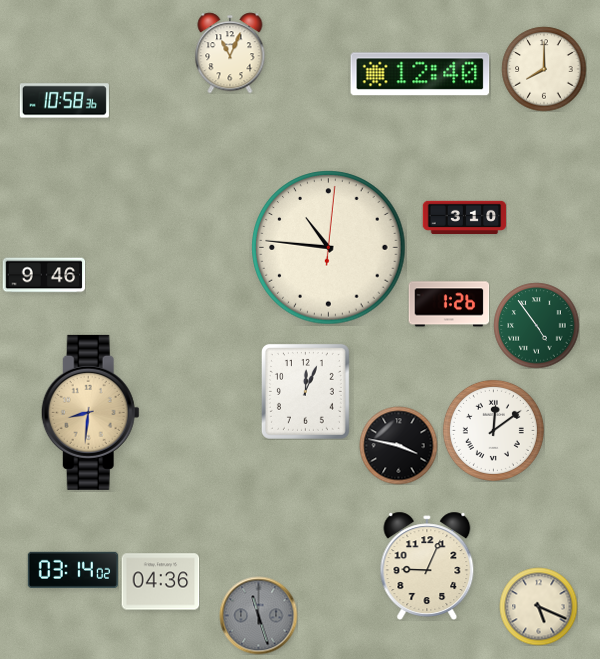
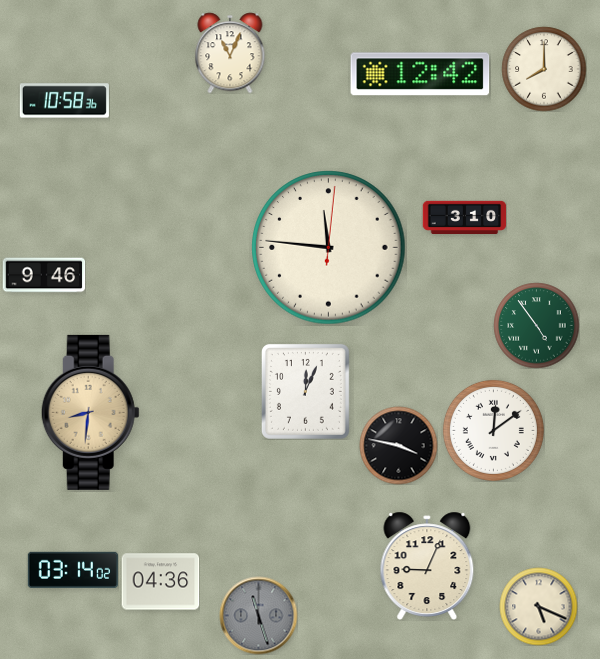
clock at (420, 74): 12:40 -> 12:42
clock at (329, 248): 10:46 -> 11:46
clock at (449, 304): 1:26 -> none
